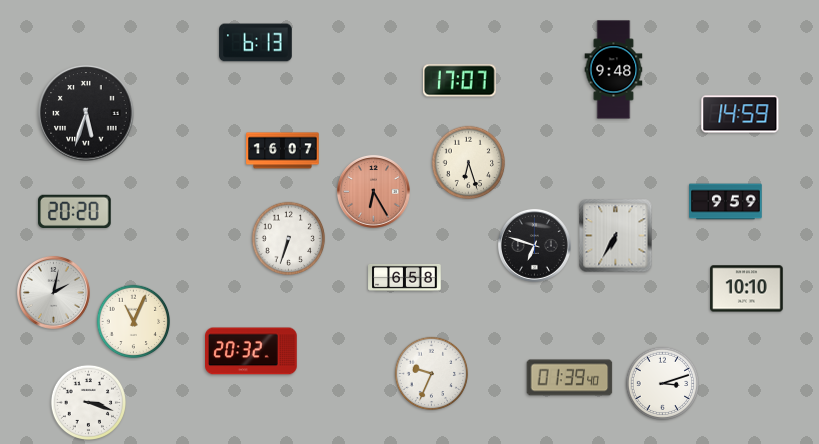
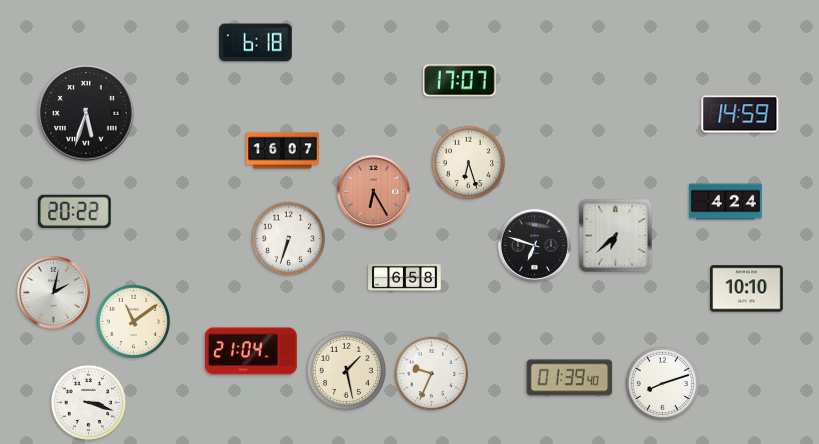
clock at (256, 43): 6:13 -> 6:18
clock at (614, 70): 9:48 -> none
clock at (726, 202): 9:59 -> 4:24
clock at (75, 212): 20:20 -> 20:22
clock at (616, 236): 6:35 -> 6:38
clock at (134, 322): 11:04 -> 11:09
clock at (252, 351): 20:32 -> 21:04
clock at (346, 370): none -> 1:28
clock at (663, 384): 3:12 -> 8:12
